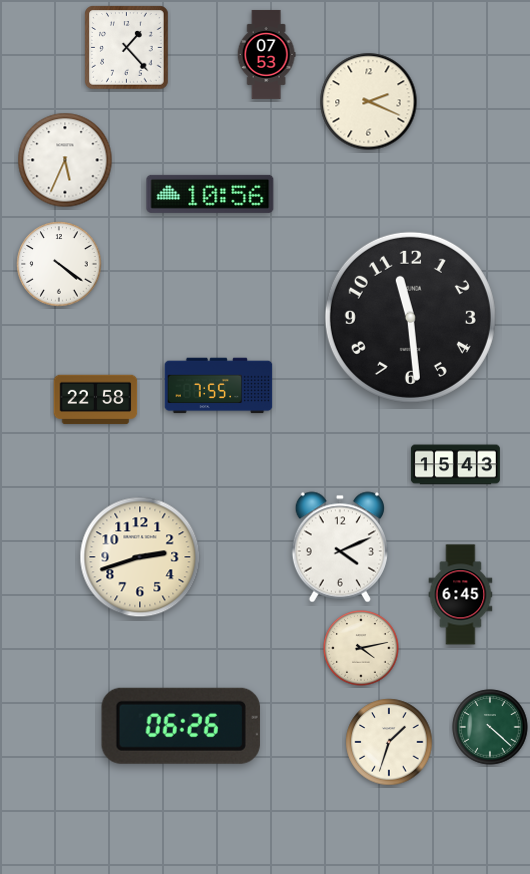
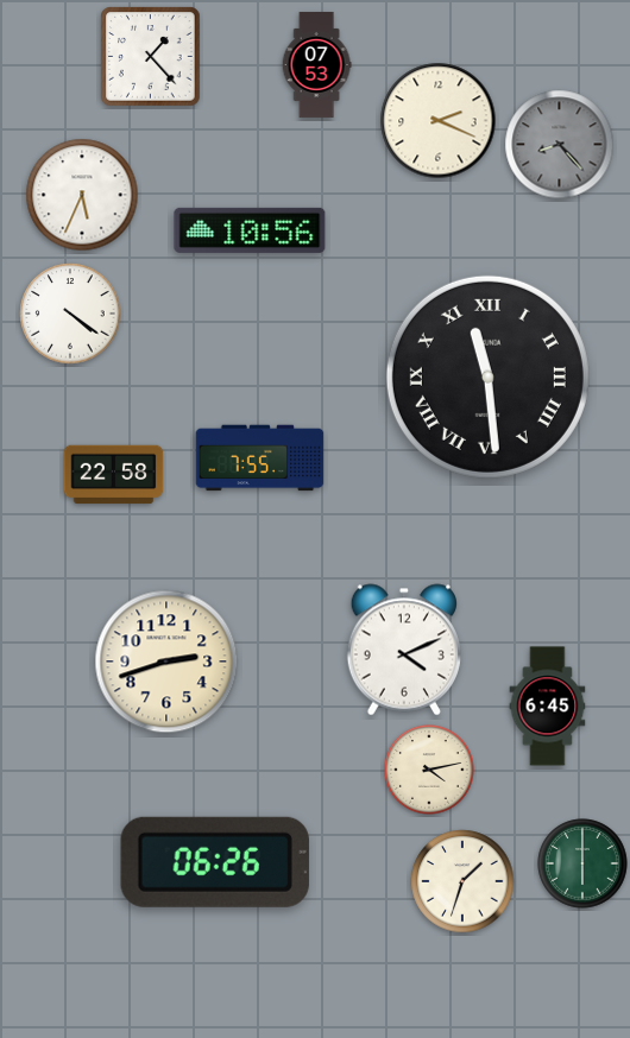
clock at (560, 145): none -> 8:23
clock at (65, 160) position: (65, 160) -> (82, 195)
clock at (410, 317) numerals: Arabic -> Roman
clock at (455, 465): 15:43 -> none
clock at (490, 727): 4:22 -> 6:00
